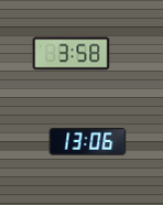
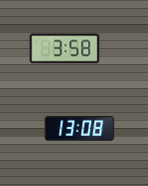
clock at (88, 142): 13:06 -> 13:08
